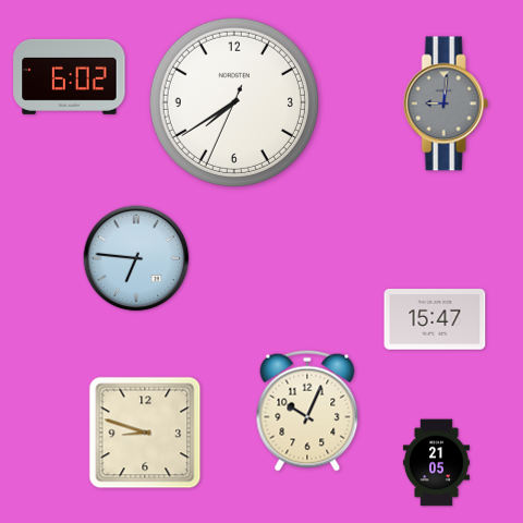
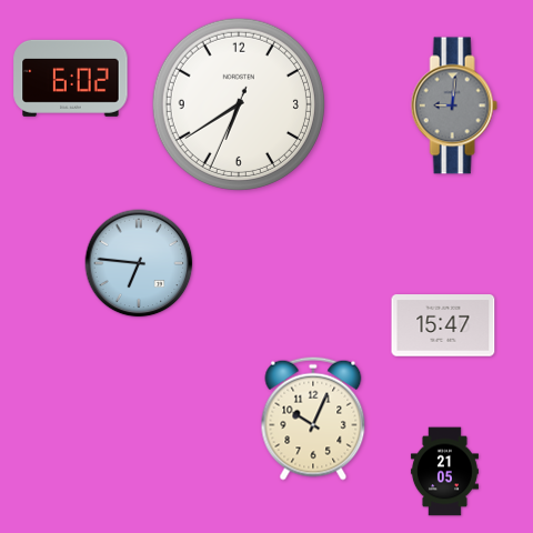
clock at (234, 102): 7:39 -> 6:39
clock at (145, 433): 8:48 -> none
